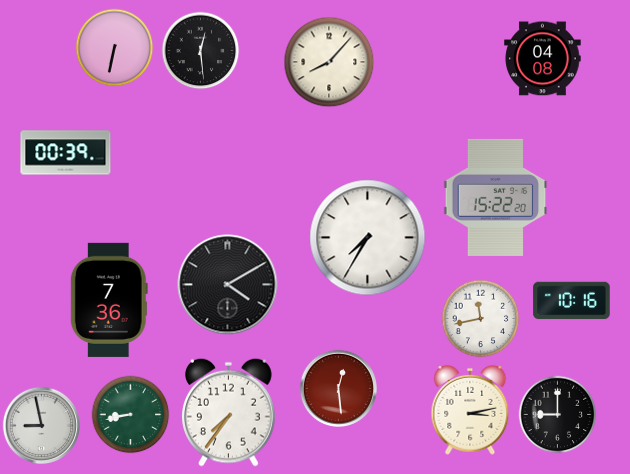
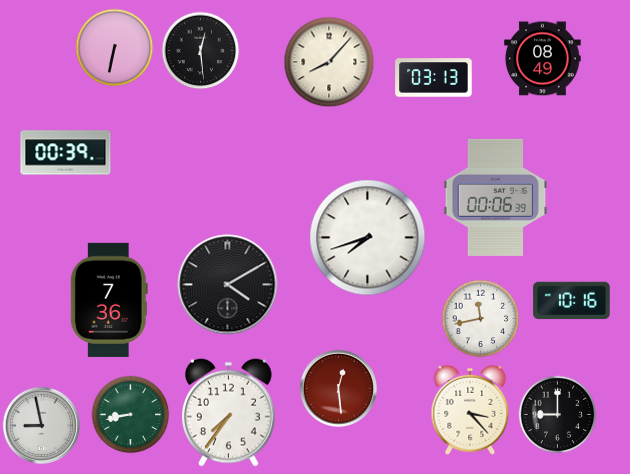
clock at (543, 59): 04:08 -> 08:49
clock at (434, 78): none -> 03:13
clock at (496, 197): 15:22 -> 00:06
clock at (368, 238): 7:35 -> 7:42
clock at (470, 410): 3:13 -> 3:23
